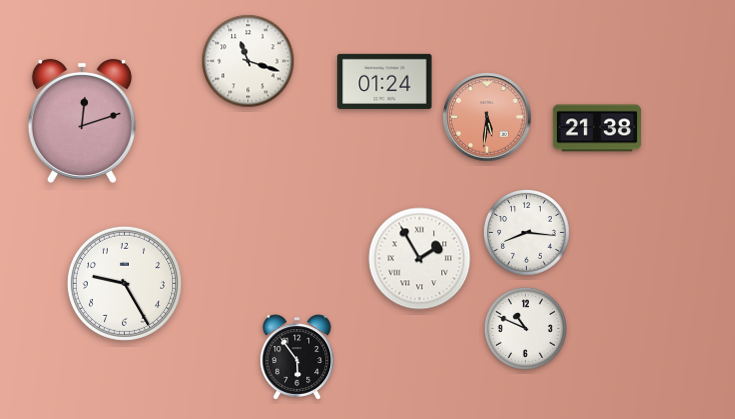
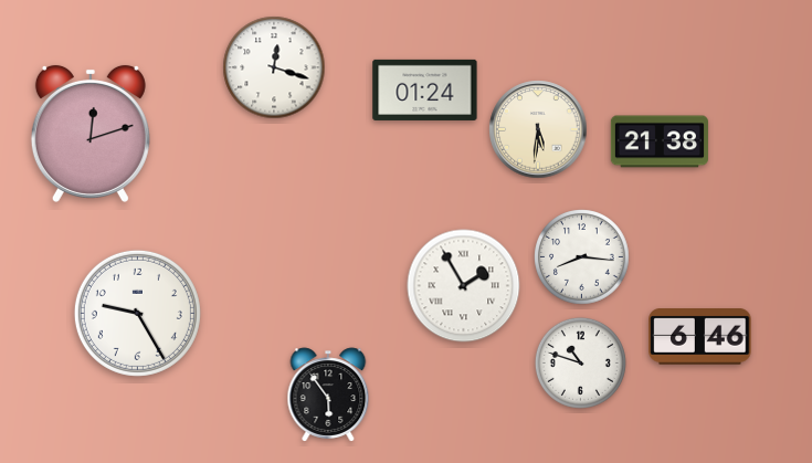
clock at (248, 61): 11:18 -> 12:18
clock at (487, 117) dial: salmon -> cream
clock at (700, 337): none -> 6:46
clock at (525, 328): 10:49 -> 10:48
